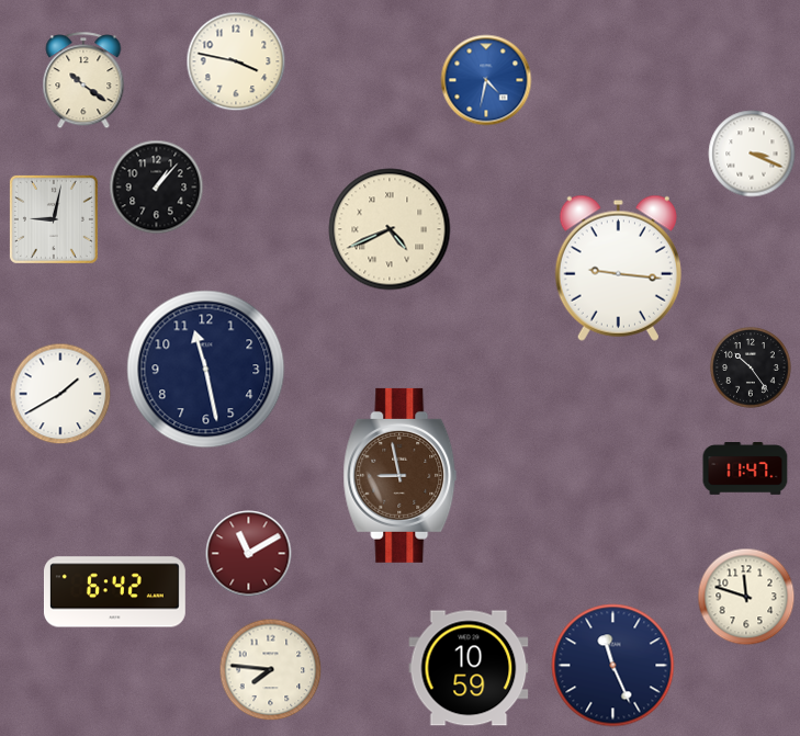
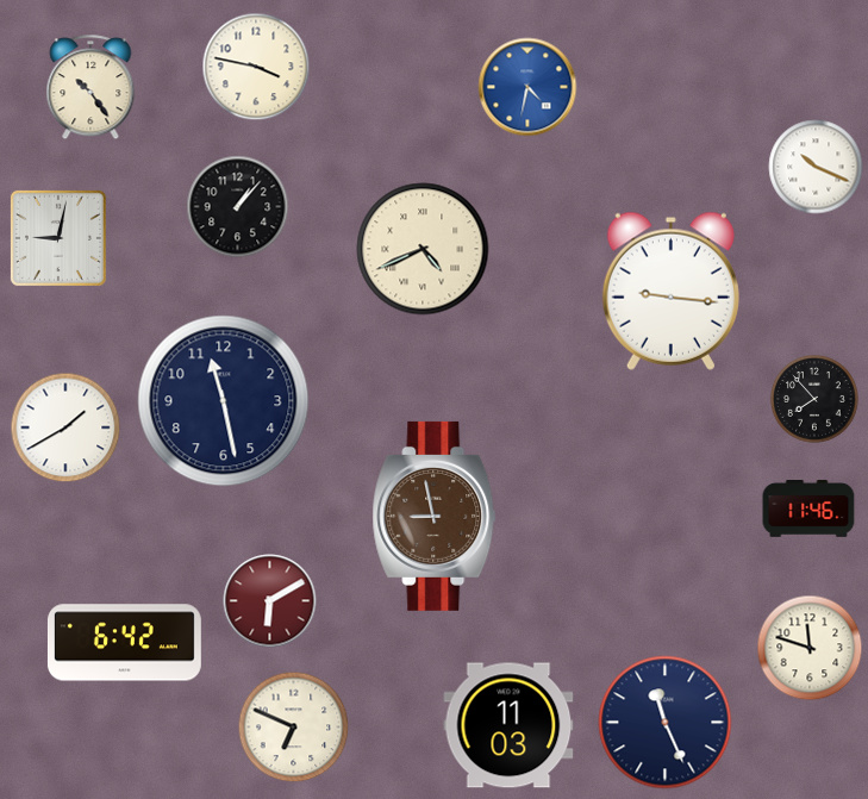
clock at (83, 81): 10:21 -> 10:24
clock at (752, 154): 3:19 -> 10:19
clock at (157, 188) position: (157, 188) -> (238, 207)
clock at (752, 369): 10:24 -> 7:53
clock at (745, 469): 11:47 -> 11:46
clock at (249, 554): 11:10 -> 6:10
clock at (469, 668): 10:59 -> 11:03
clock at (271, 670): 7:46 -> 6:49
